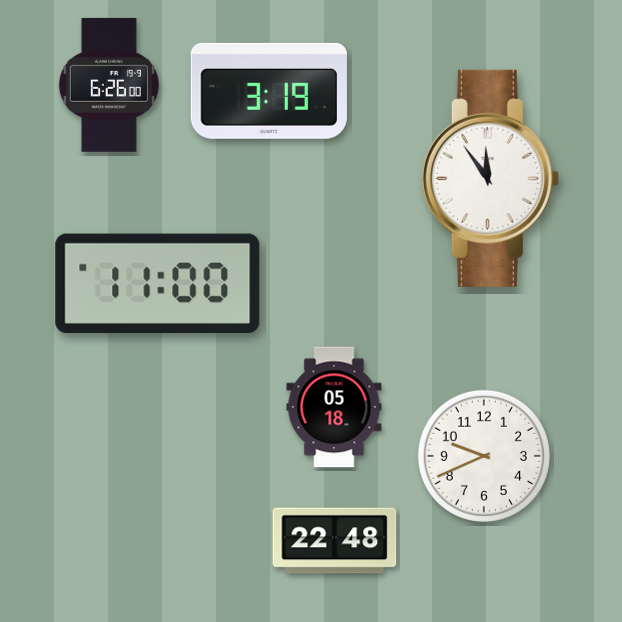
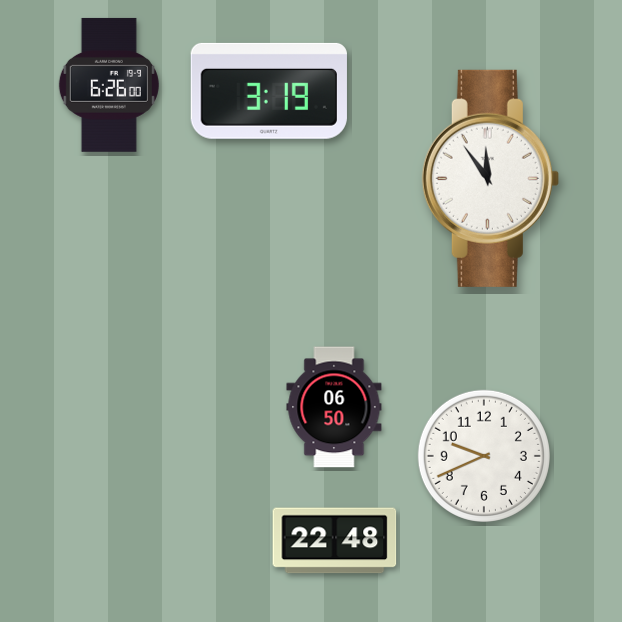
clock at (158, 283): 11:00 -> none
clock at (334, 407): 05:18 -> 06:50
